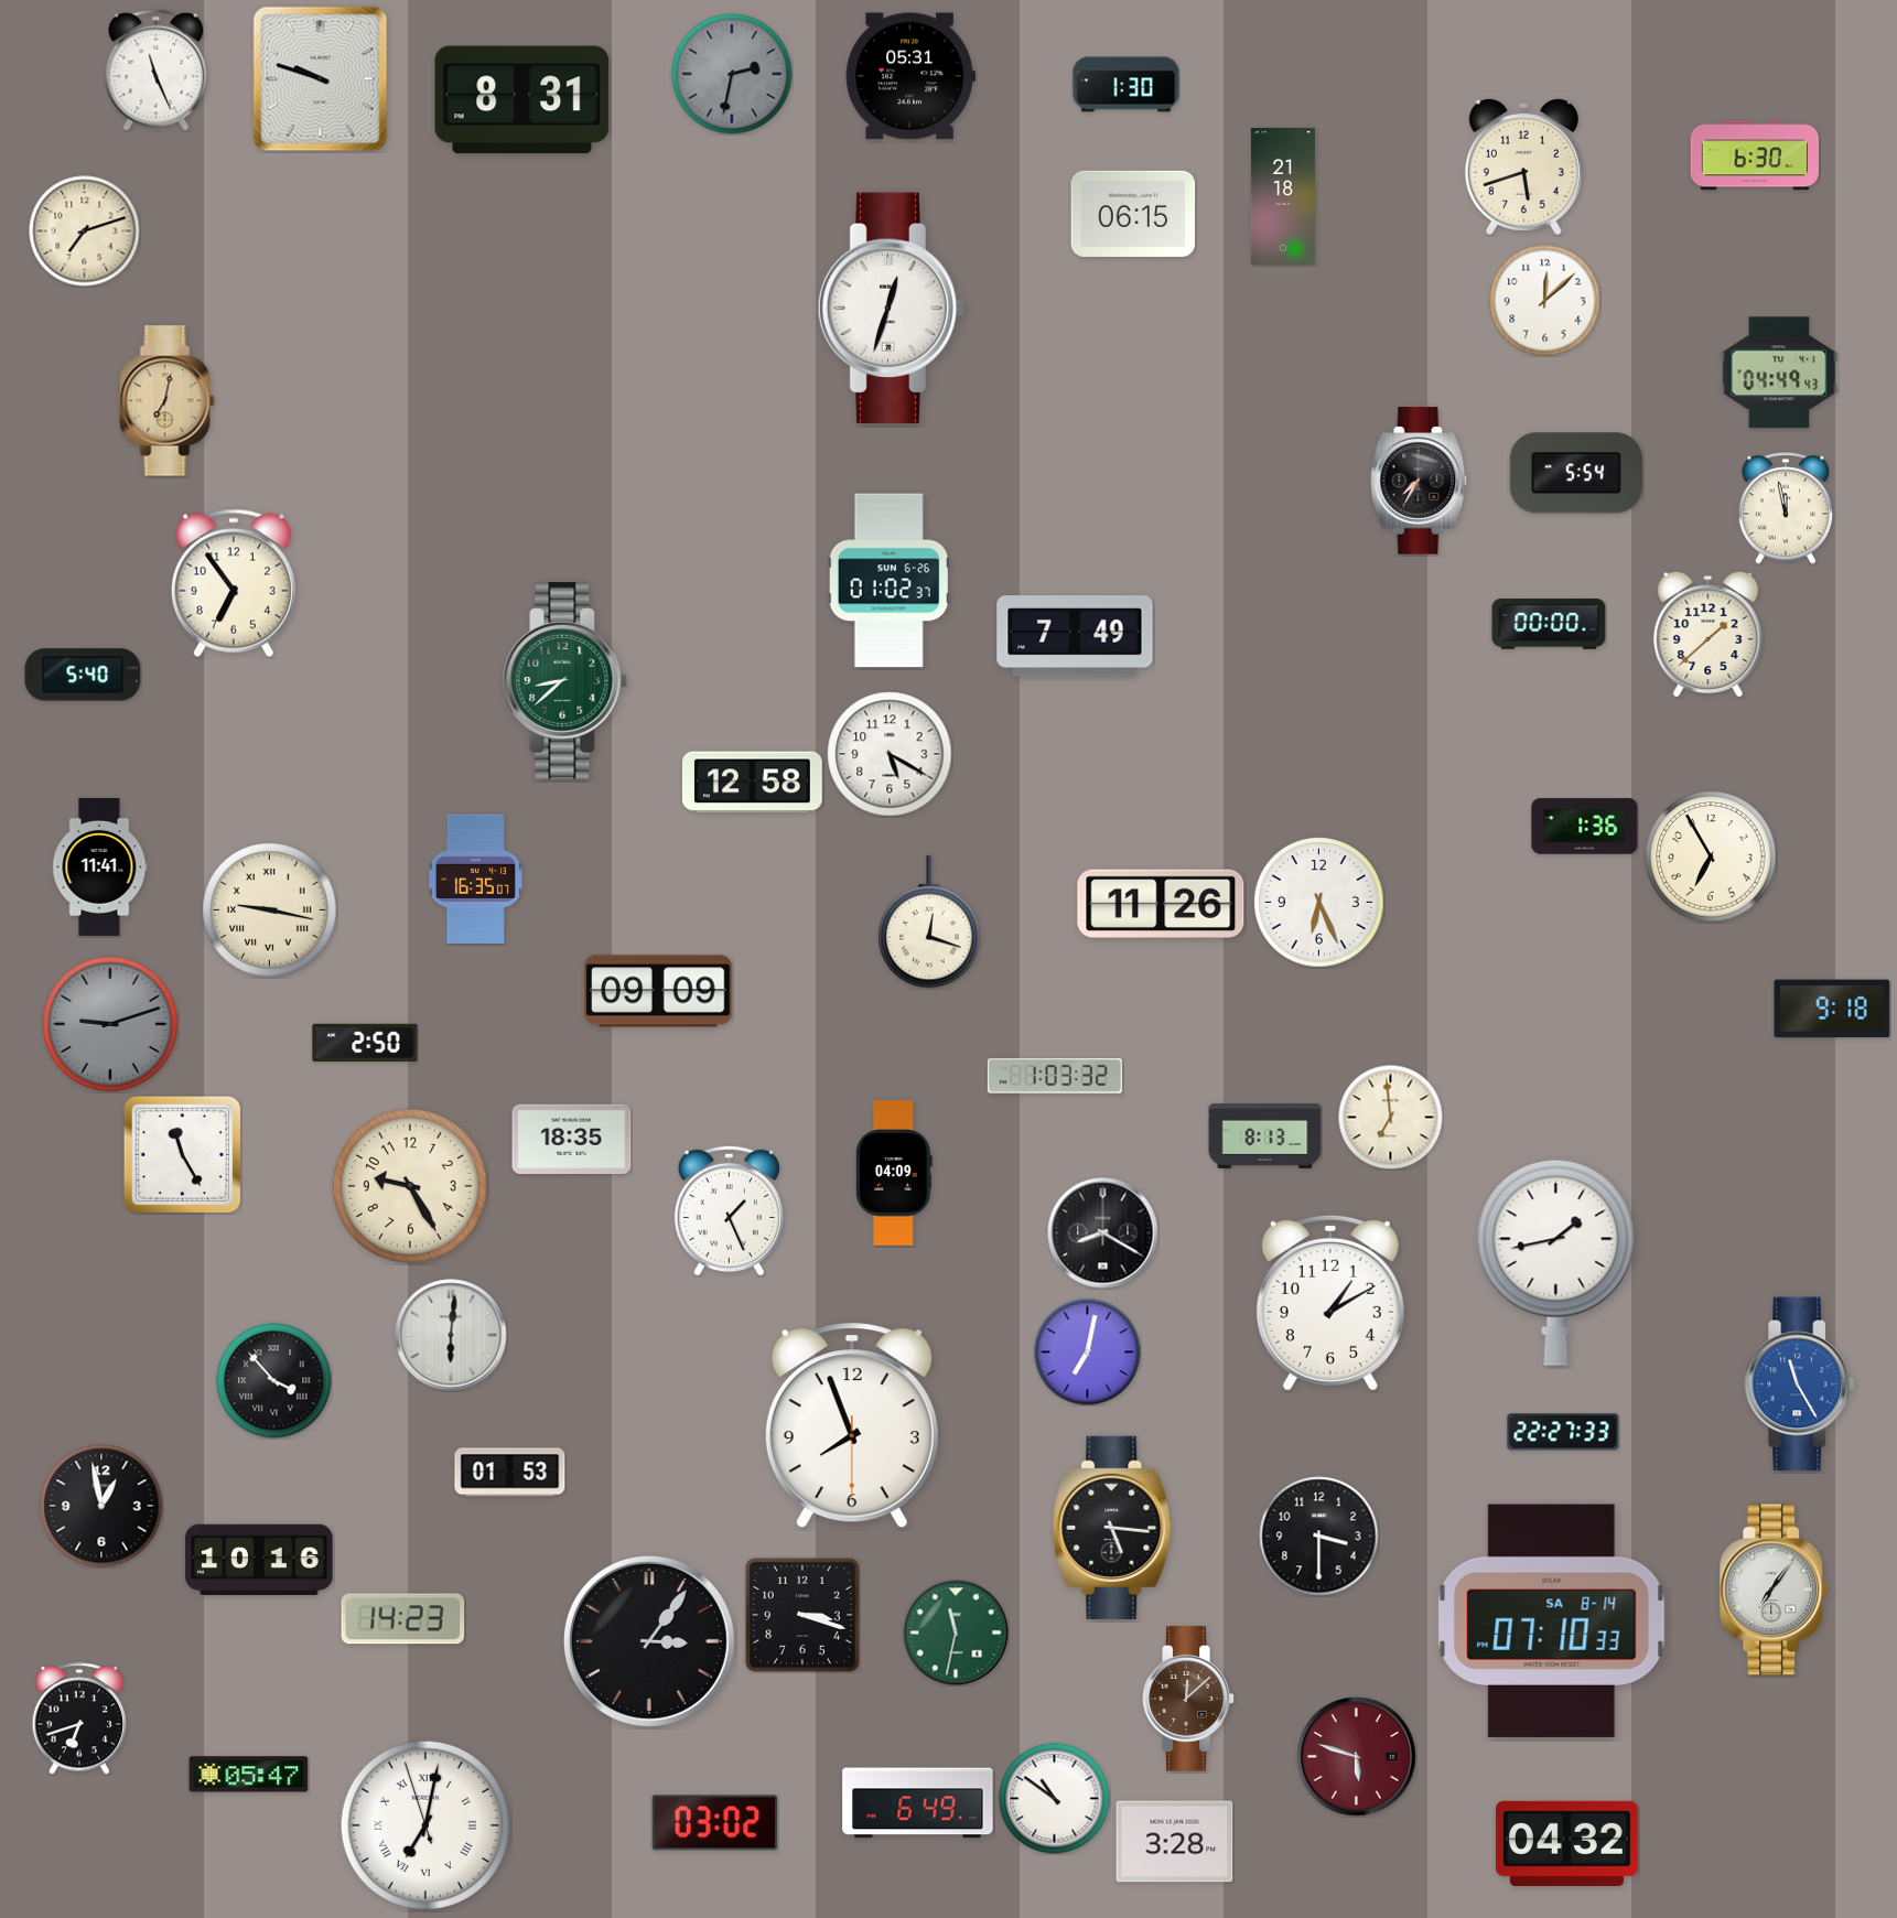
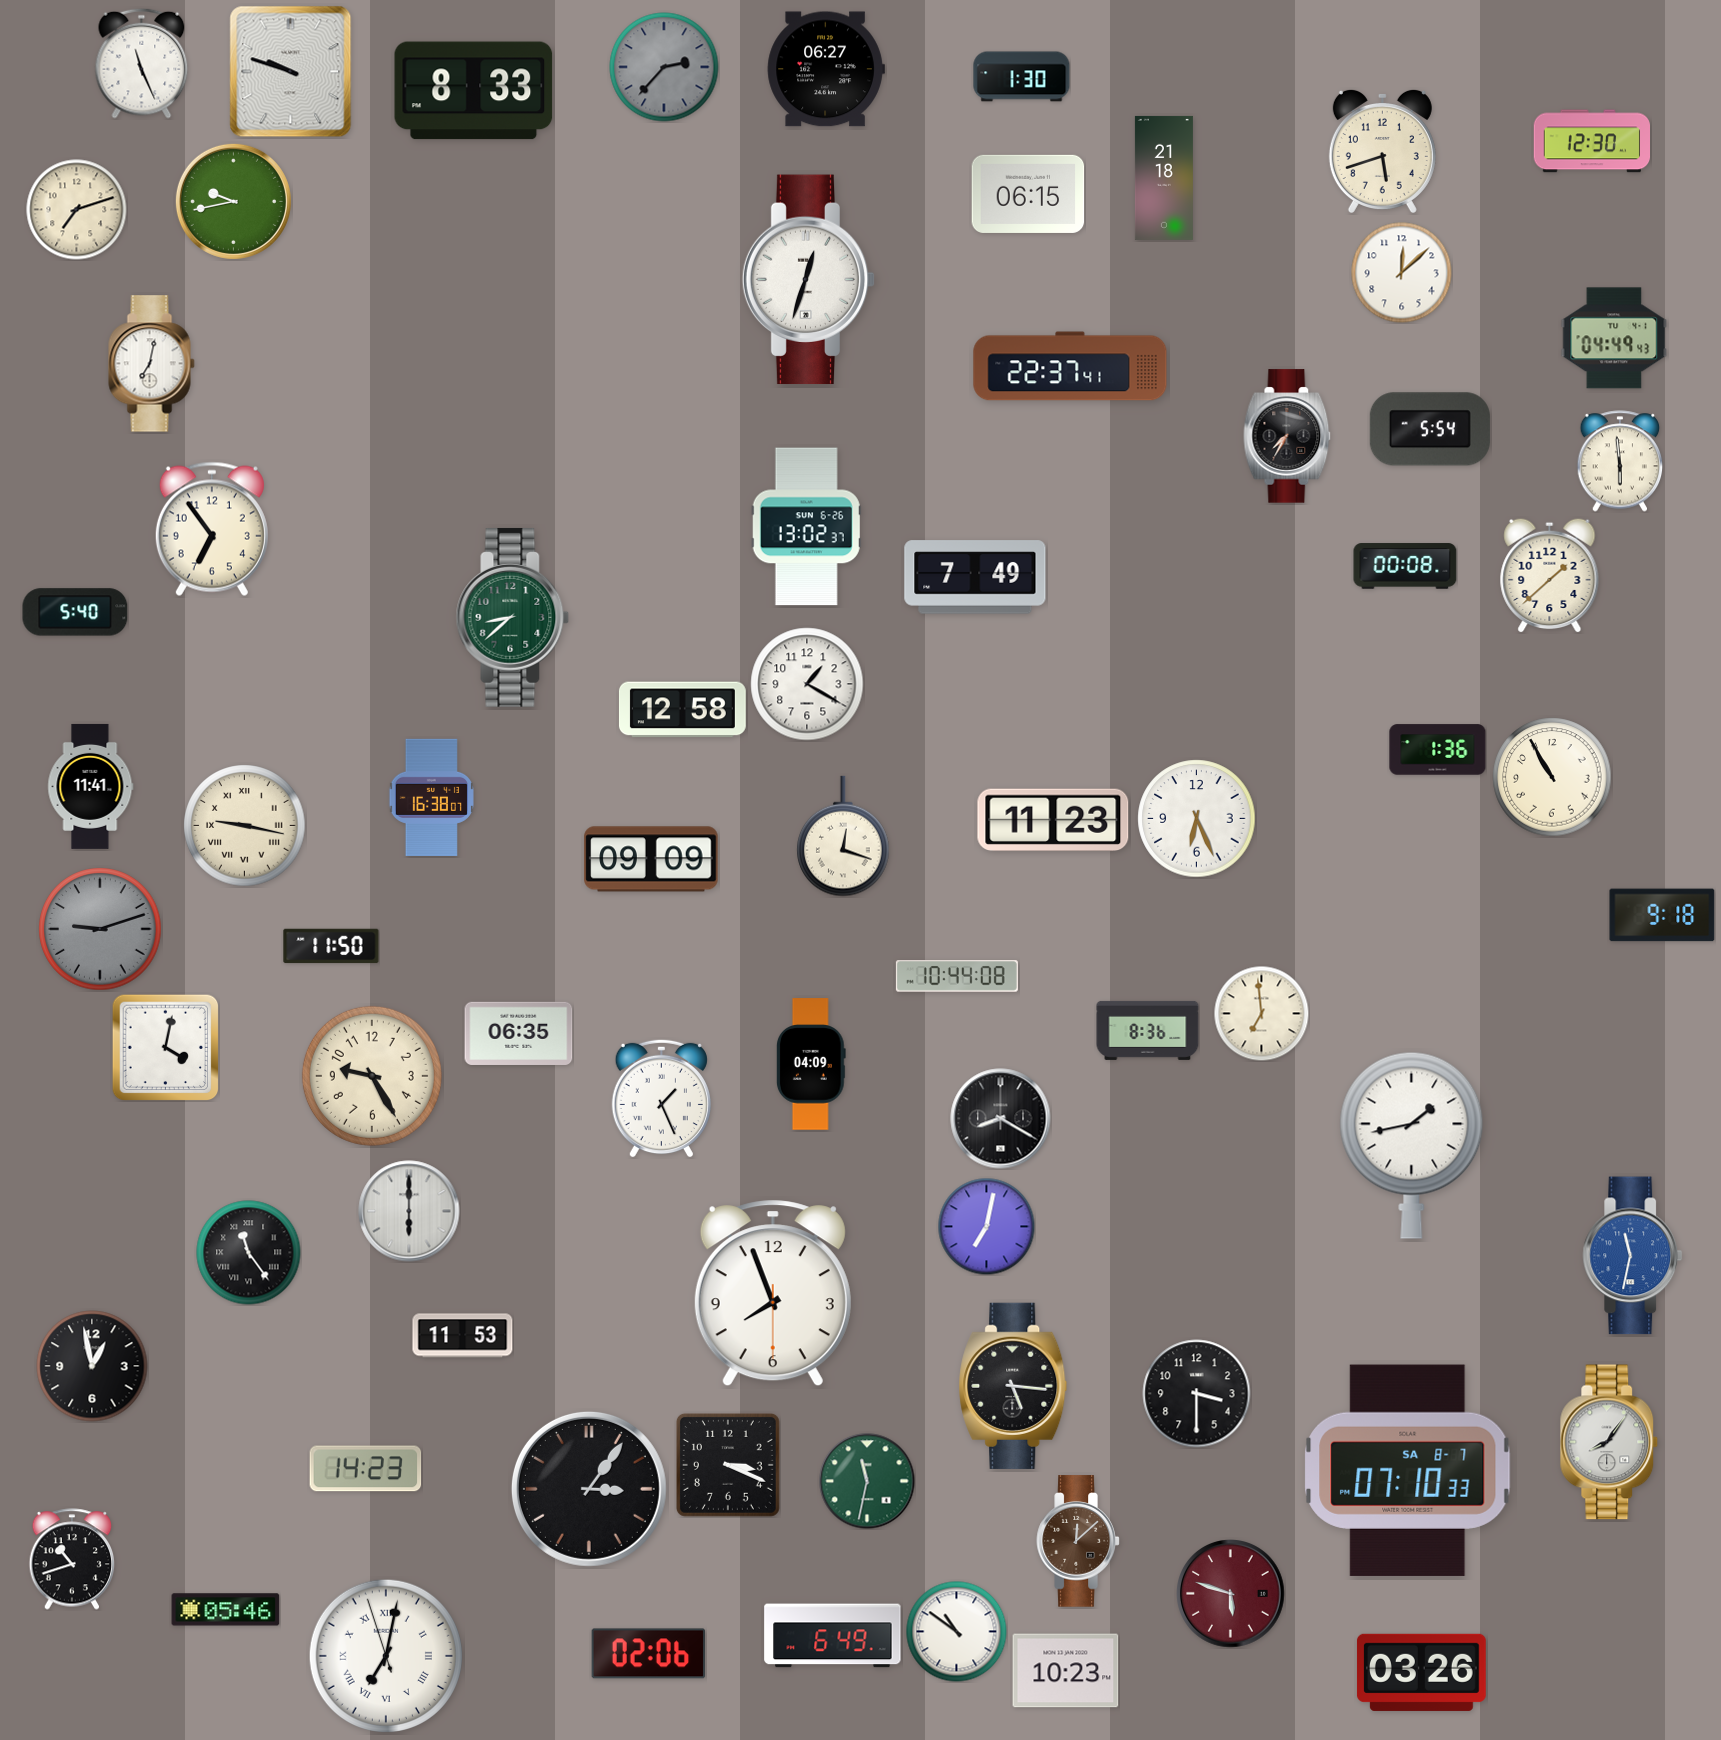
clock at (732, 74): 2:32 -> 2:37
clock at (910, 76): 05:31 -> 06:27
clock at (522, 100): 8:31 -> 8:33
clock at (1754, 155): 6:30 -> 12:30
clock at (233, 201): none -> 9:43
clock at (168, 401) dial: champagne -> white
clock at (1070, 366): none -> 22:37
clock at (1786, 508): 11:58 -> 5:59
clock at (888, 581): 01:02 -> 13:02
clock at (1549, 624): 00:00 -> 00:08
clock at (890, 754): 5:20 -> 1:20
clock at (1711, 856): 6:55 -> 10:55
clock at (475, 879): 16:35 -> 16:38
clock at (1161, 903): 11:26 -> 11:23
clock at (658, 991) position: (658, 991) -> (651, 859)
clock at (365, 1043): 2:50 -> 11:50
clock at (1055, 1076): 1:03 -> 10:44
clock at (1265, 1135): 8:13 -> 8:36
clock at (572, 1139): 18:35 -> 06:35
clock at (182, 1154): 11:25 -> 4:02
clock at (1330, 1303): 1:10 -> none
clock at (451, 1335): 6:01 -> 6:00
clock at (274, 1381): 3:53 -> 11:24
clock at (1800, 1384): 11:25 -> 11:32
clock at (1563, 1432): 22:27 -> none
clock at (510, 1473): 01:53 -> 11:53
clock at (1112, 1528) position: (1112, 1528) -> (1013, 1386)
clock at (259, 1560): 10:16 -> none
clock at (1774, 1590): 7:06 -> 8:06
clock at (802, 1615): 3:18 -> 3:19
clock at (1552, 1620) date: SA 8-14 -> SA 8-7
clock at (79, 1718): 6:42 -> 10:42
clock at (249, 1775): 05:47 -> 05:46
clock at (715, 1823): 03:02 -> 02:06
clock at (1175, 1842): 3:28 -> 10:23
clock at (1567, 1843): 04:32 -> 03:26
